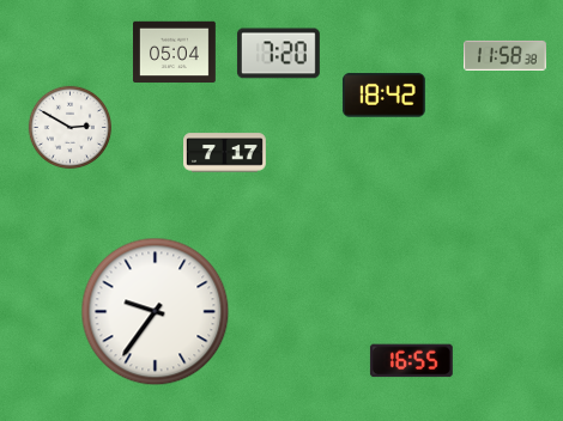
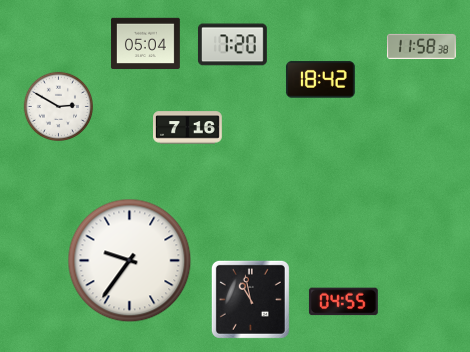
clock at (225, 153): 7:17 -> 7:16
clock at (250, 299): none -> 10:58
clock at (411, 361): 16:55 -> 04:55
